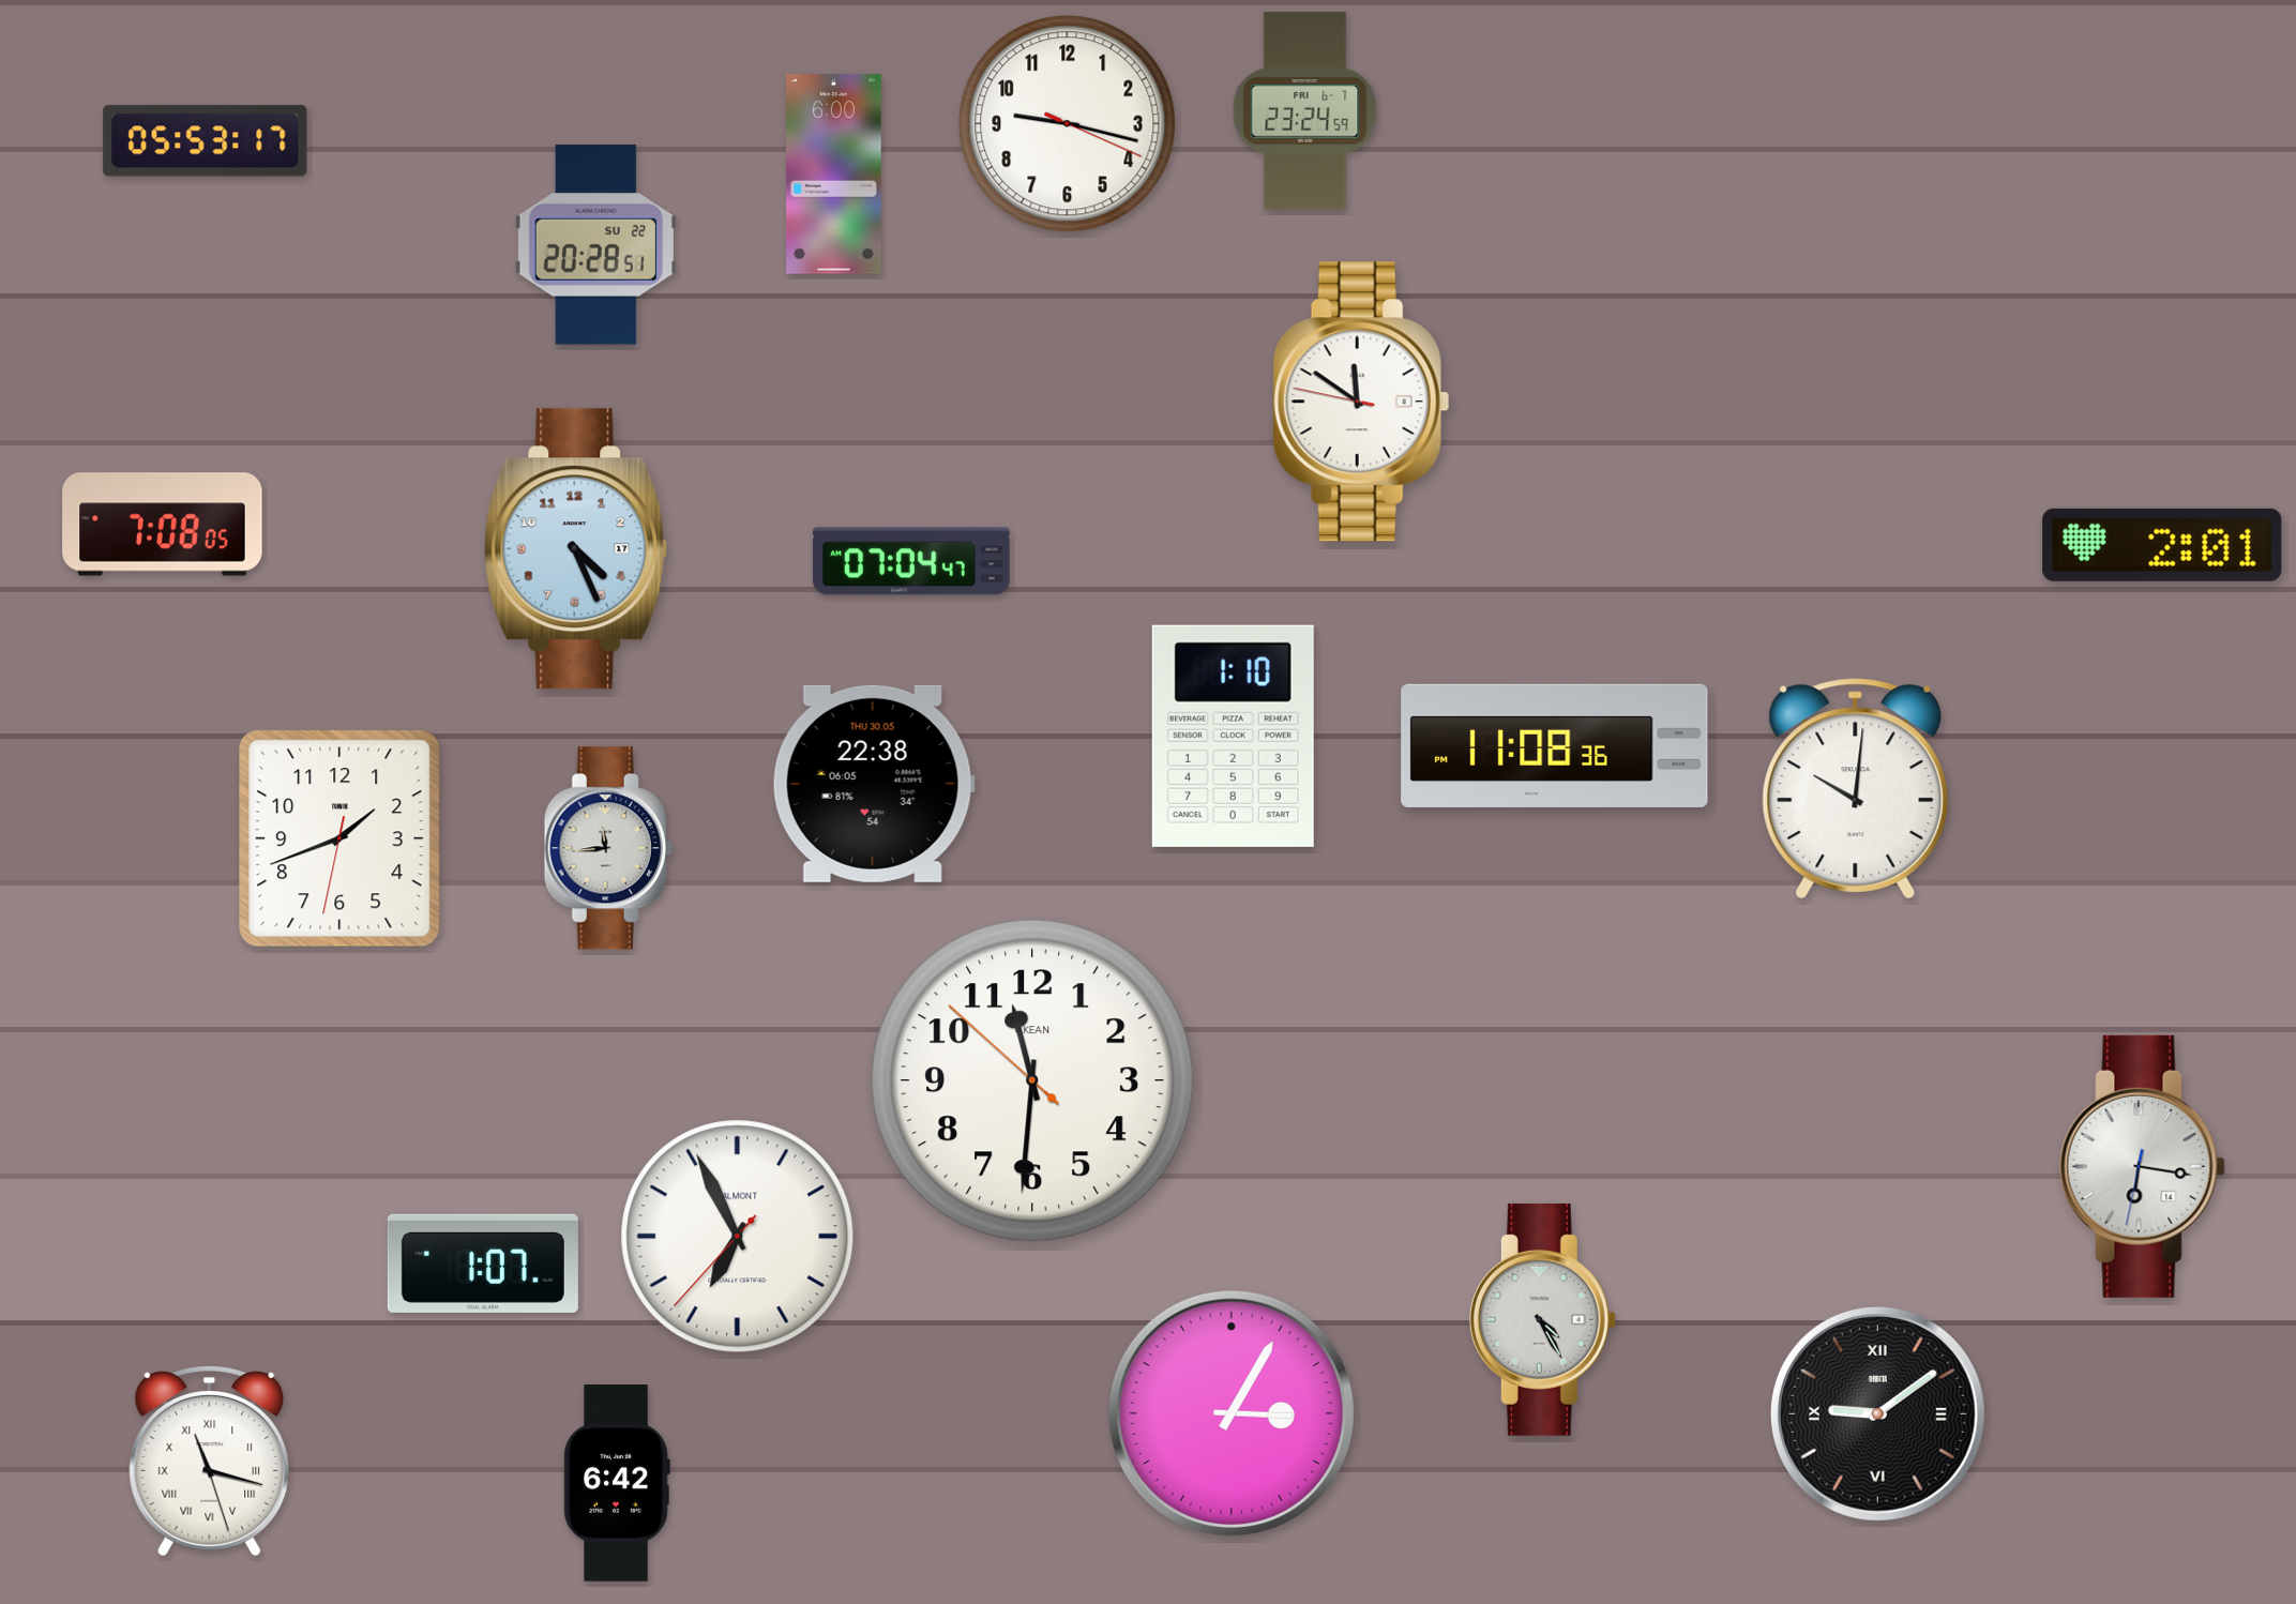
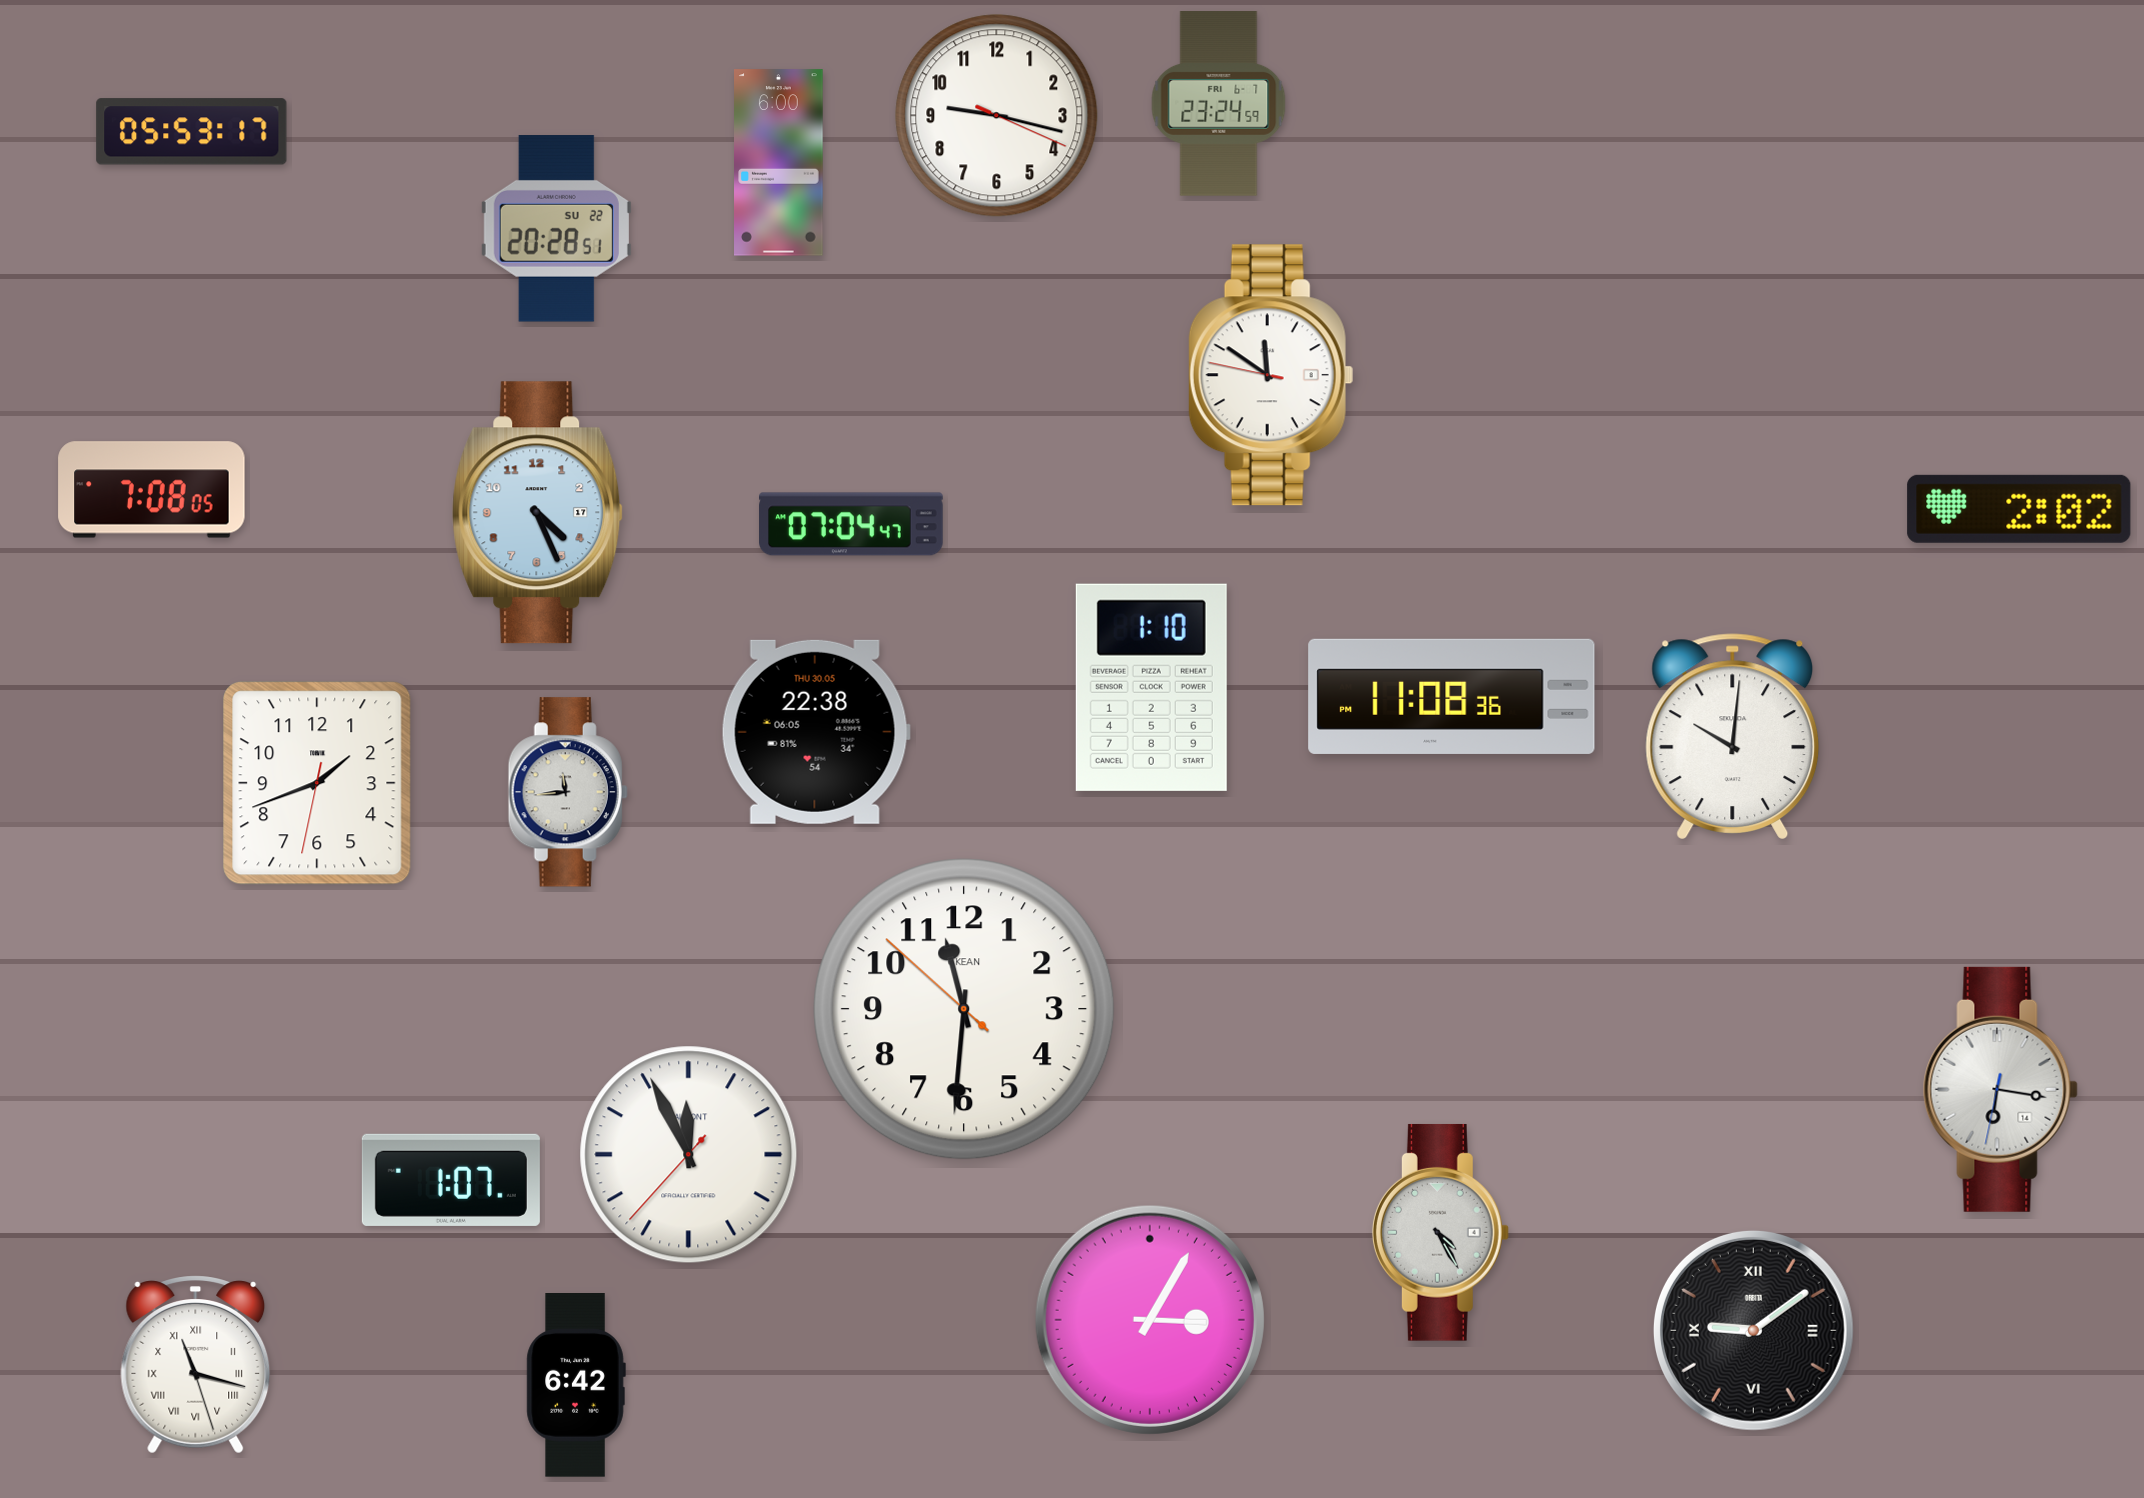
clock at (2162, 545): 2:01 -> 2:02
clock at (738, 1237): 6:55 -> 11:55
clock at (1877, 1413) position: (1877, 1413) -> (1753, 1330)
